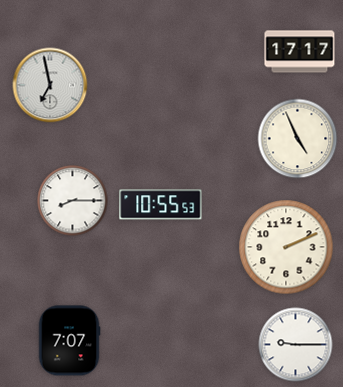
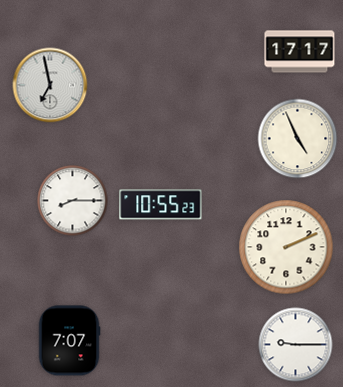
clock at (161, 205): 10:55:53 -> 10:55:23
